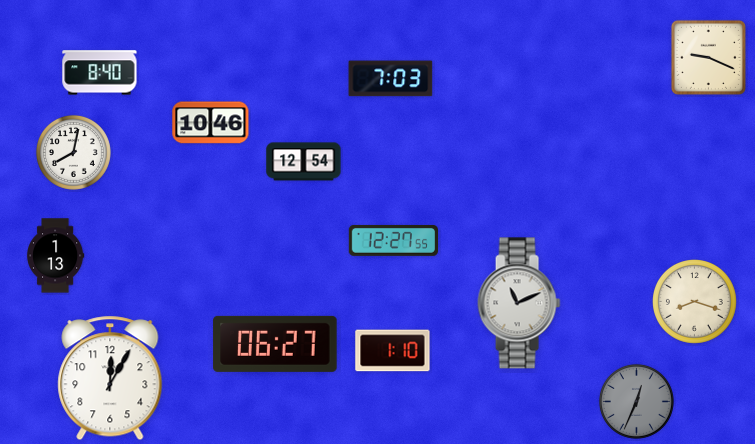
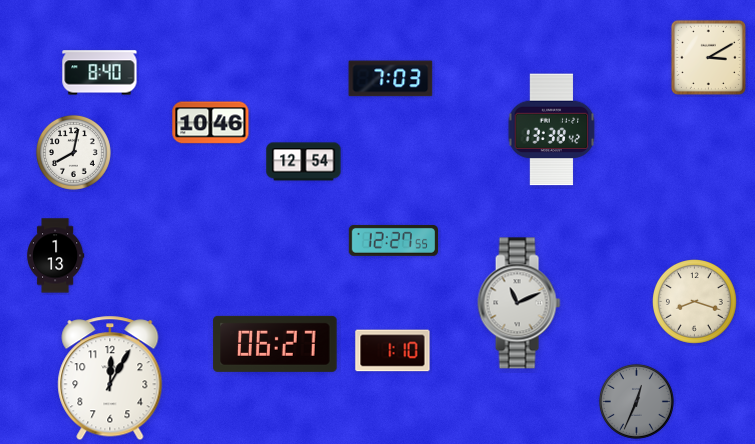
clock at (708, 57): 9:19 -> 3:10
clock at (552, 130): none -> 13:38
